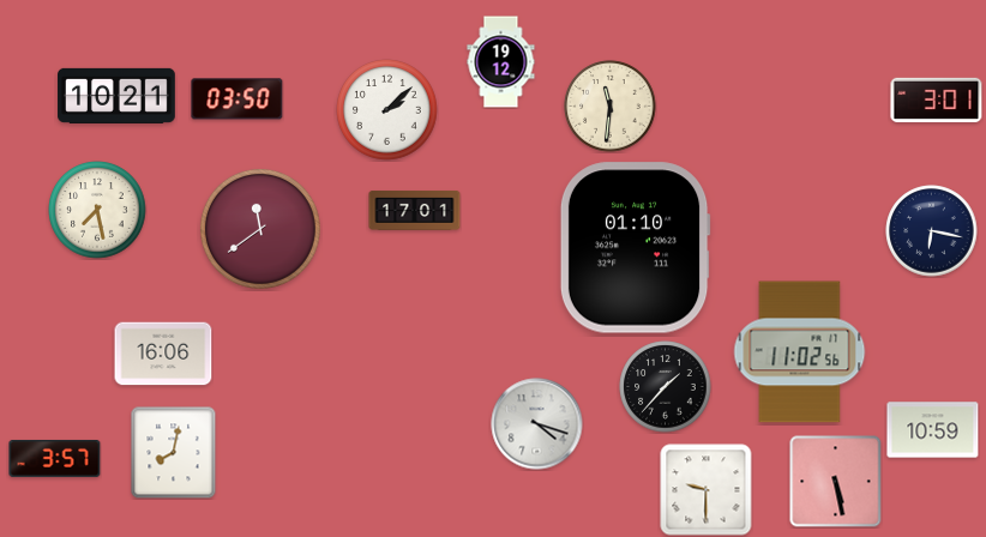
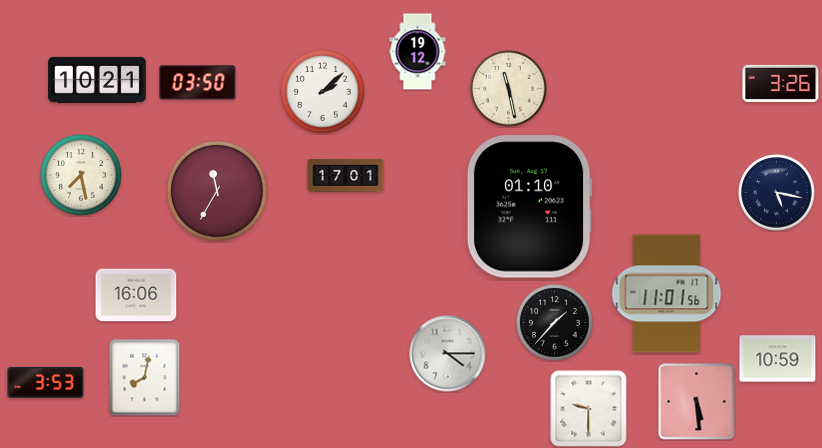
clock at (937, 99): 3:01 -> 3:26
clock at (611, 107): 11:31 -> 11:28
clock at (260, 229): 11:39 -> 11:35
clock at (932, 231): 6:17 -> 5:17
clock at (800, 352): 11:02 -> 11:01
clock at (537, 424): 4:18 -> 4:15
clock at (55, 458): 3:57 -> 3:53
clock at (836, 482): 5:28 -> 5:29
